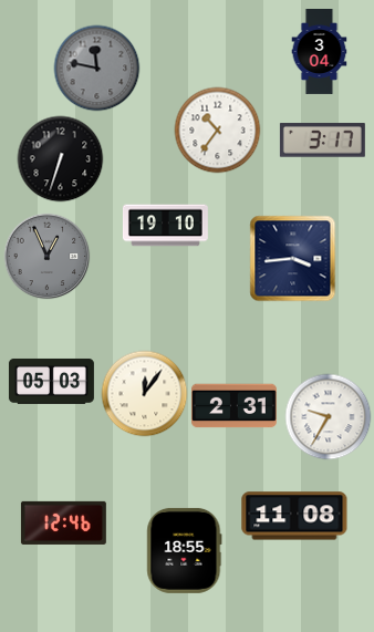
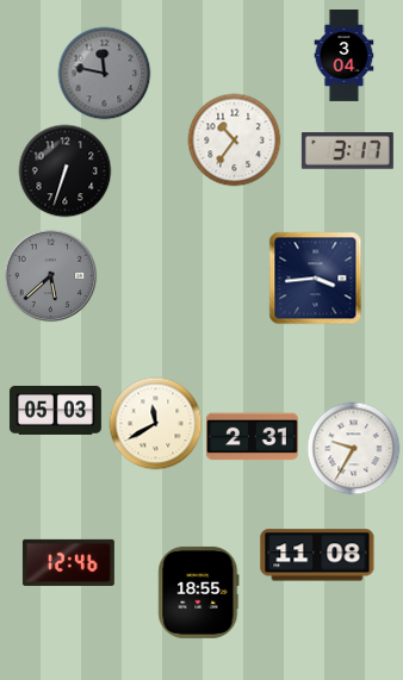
clock at (165, 226): 19:10 -> none
clock at (46, 256): 12:56 -> 5:38
clock at (144, 393): 12:06 -> 11:40
